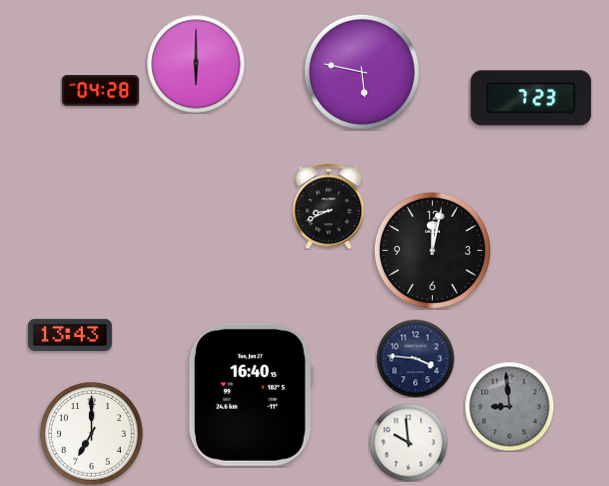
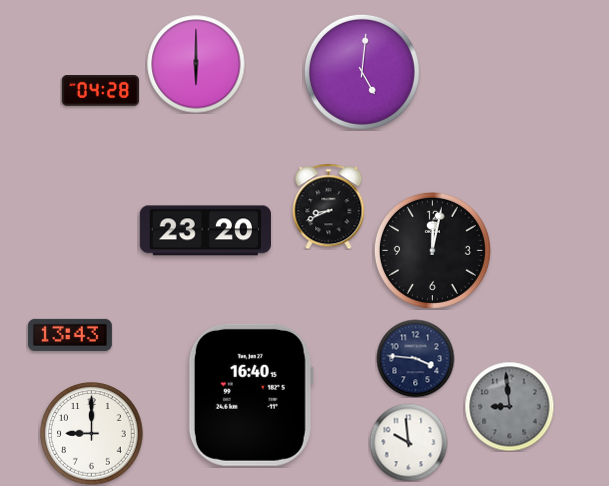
clock at (362, 72): 5:47 -> 5:01
clock at (531, 98): 7:23 -> none
clock at (205, 231): none -> 23:20
clock at (92, 434): 7:00 -> 9:00
